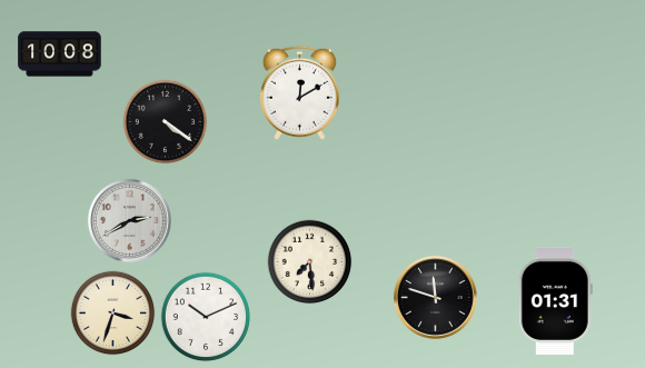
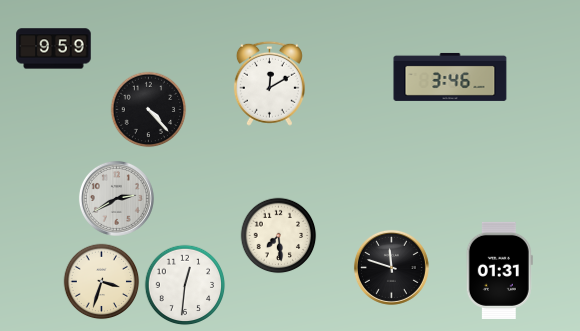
clock at (60, 54): 10:08 -> 9:59
clock at (450, 77): none -> 3:46
clock at (166, 122): 4:21 -> 4:23
clock at (206, 317): 10:11 -> 12:31
